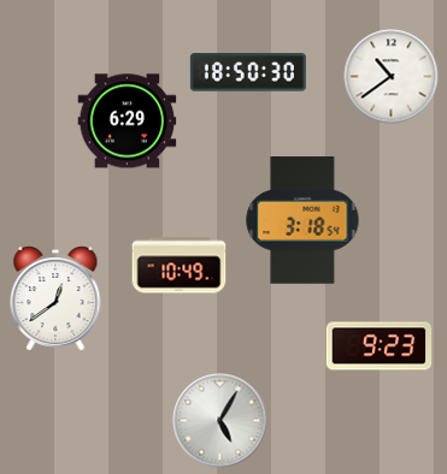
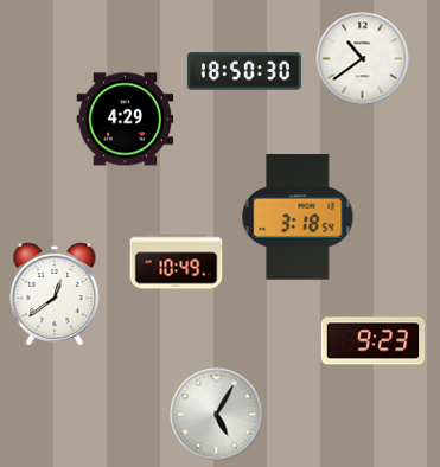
clock at (390, 76) position: (390, 76) -> (362, 58)
clock at (127, 122): 6:29 -> 4:29
